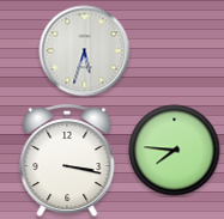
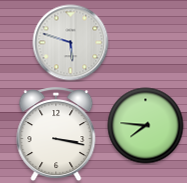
clock at (85, 51): 5:33 -> 5:48
